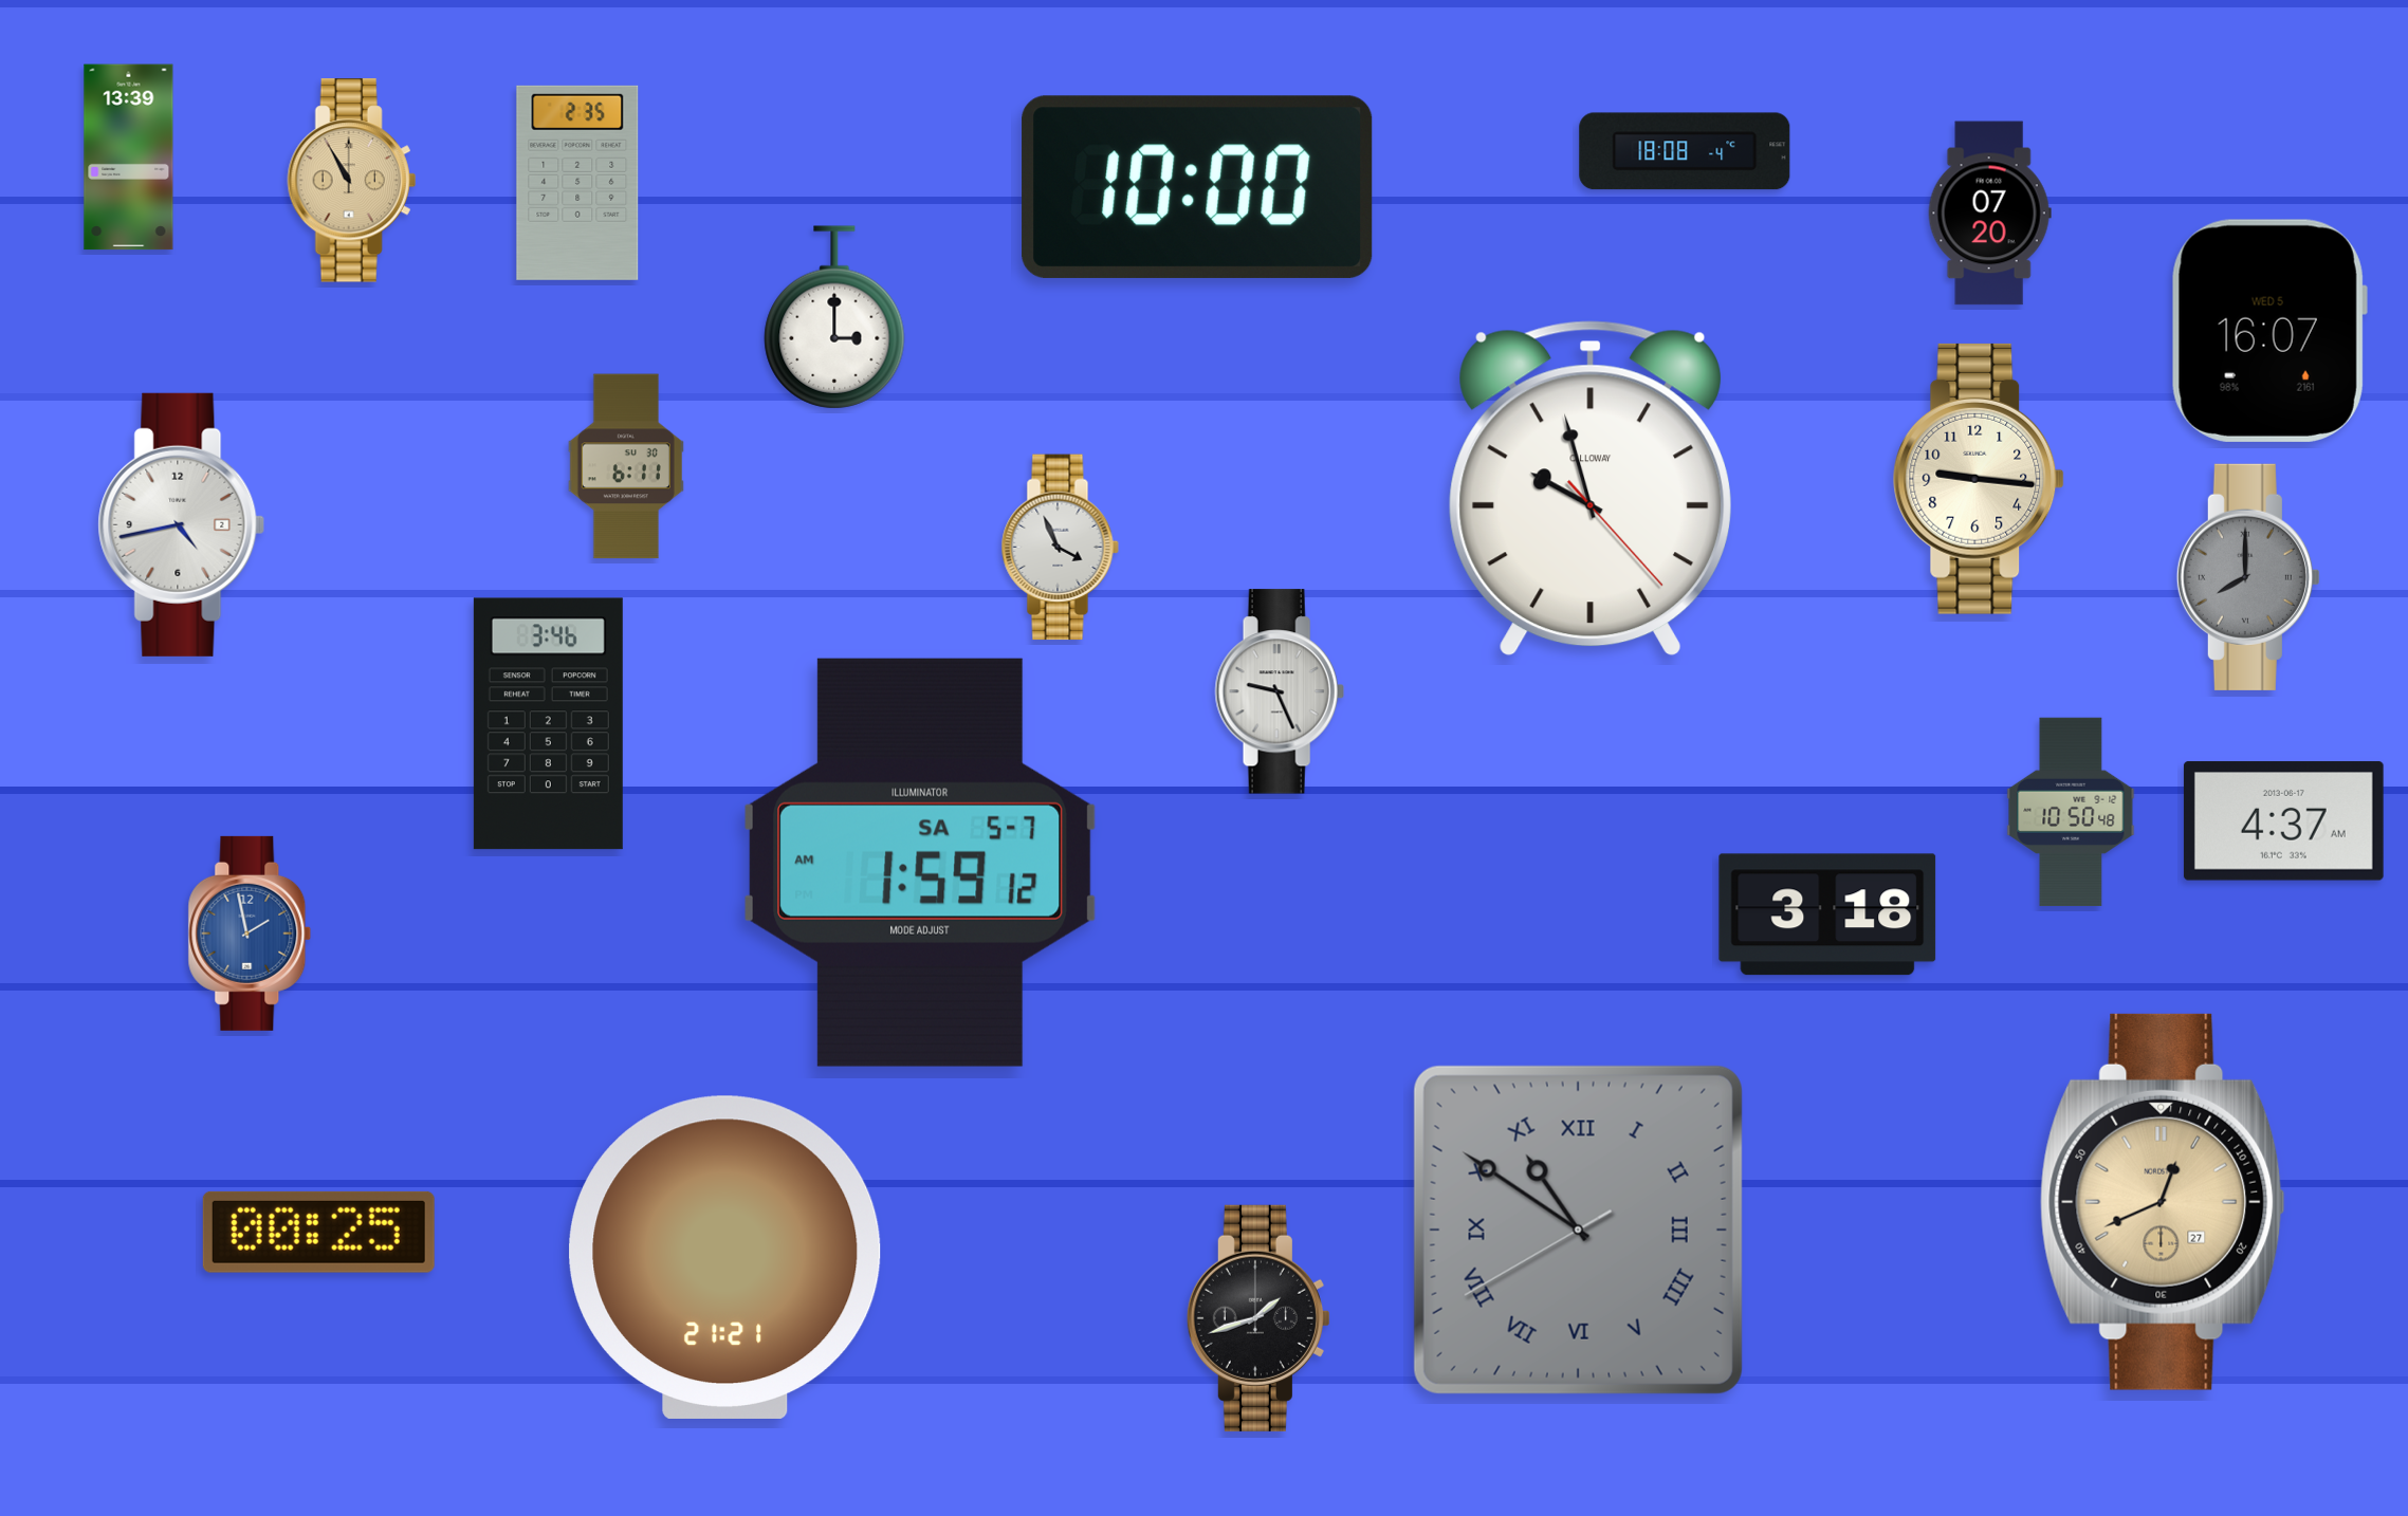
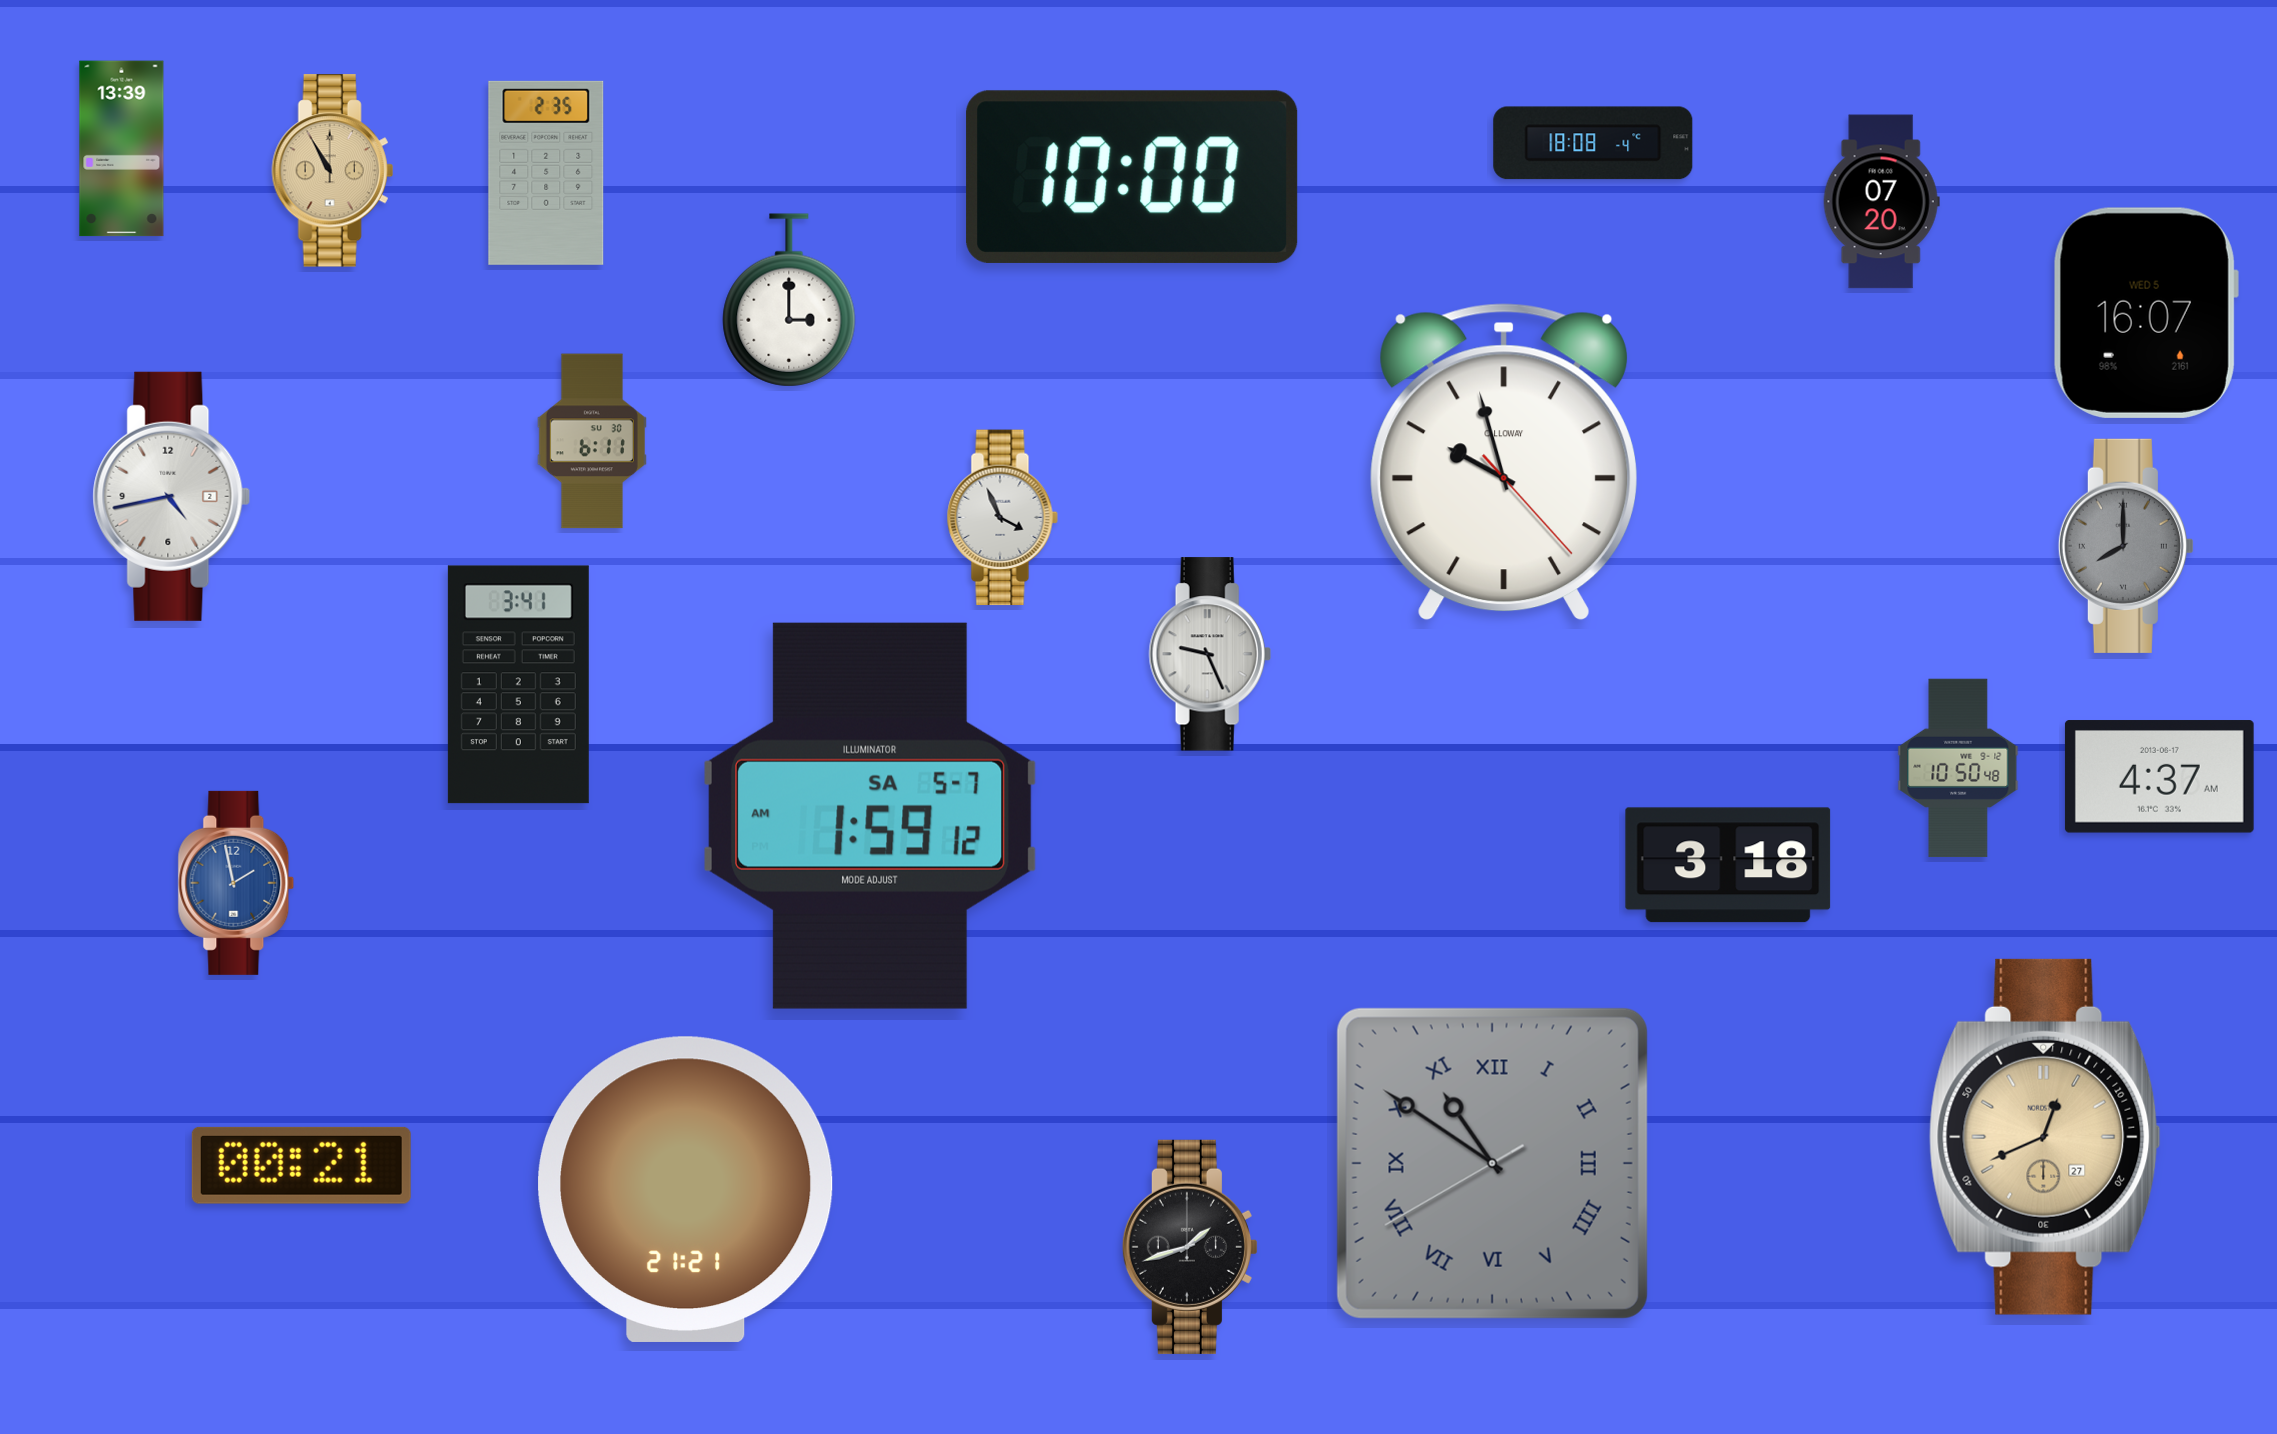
clock at (1979, 479): 9:16 -> none
clock at (548, 724): 3:46 -> 3:41
clock at (318, 1232): 00:25 -> 00:21
